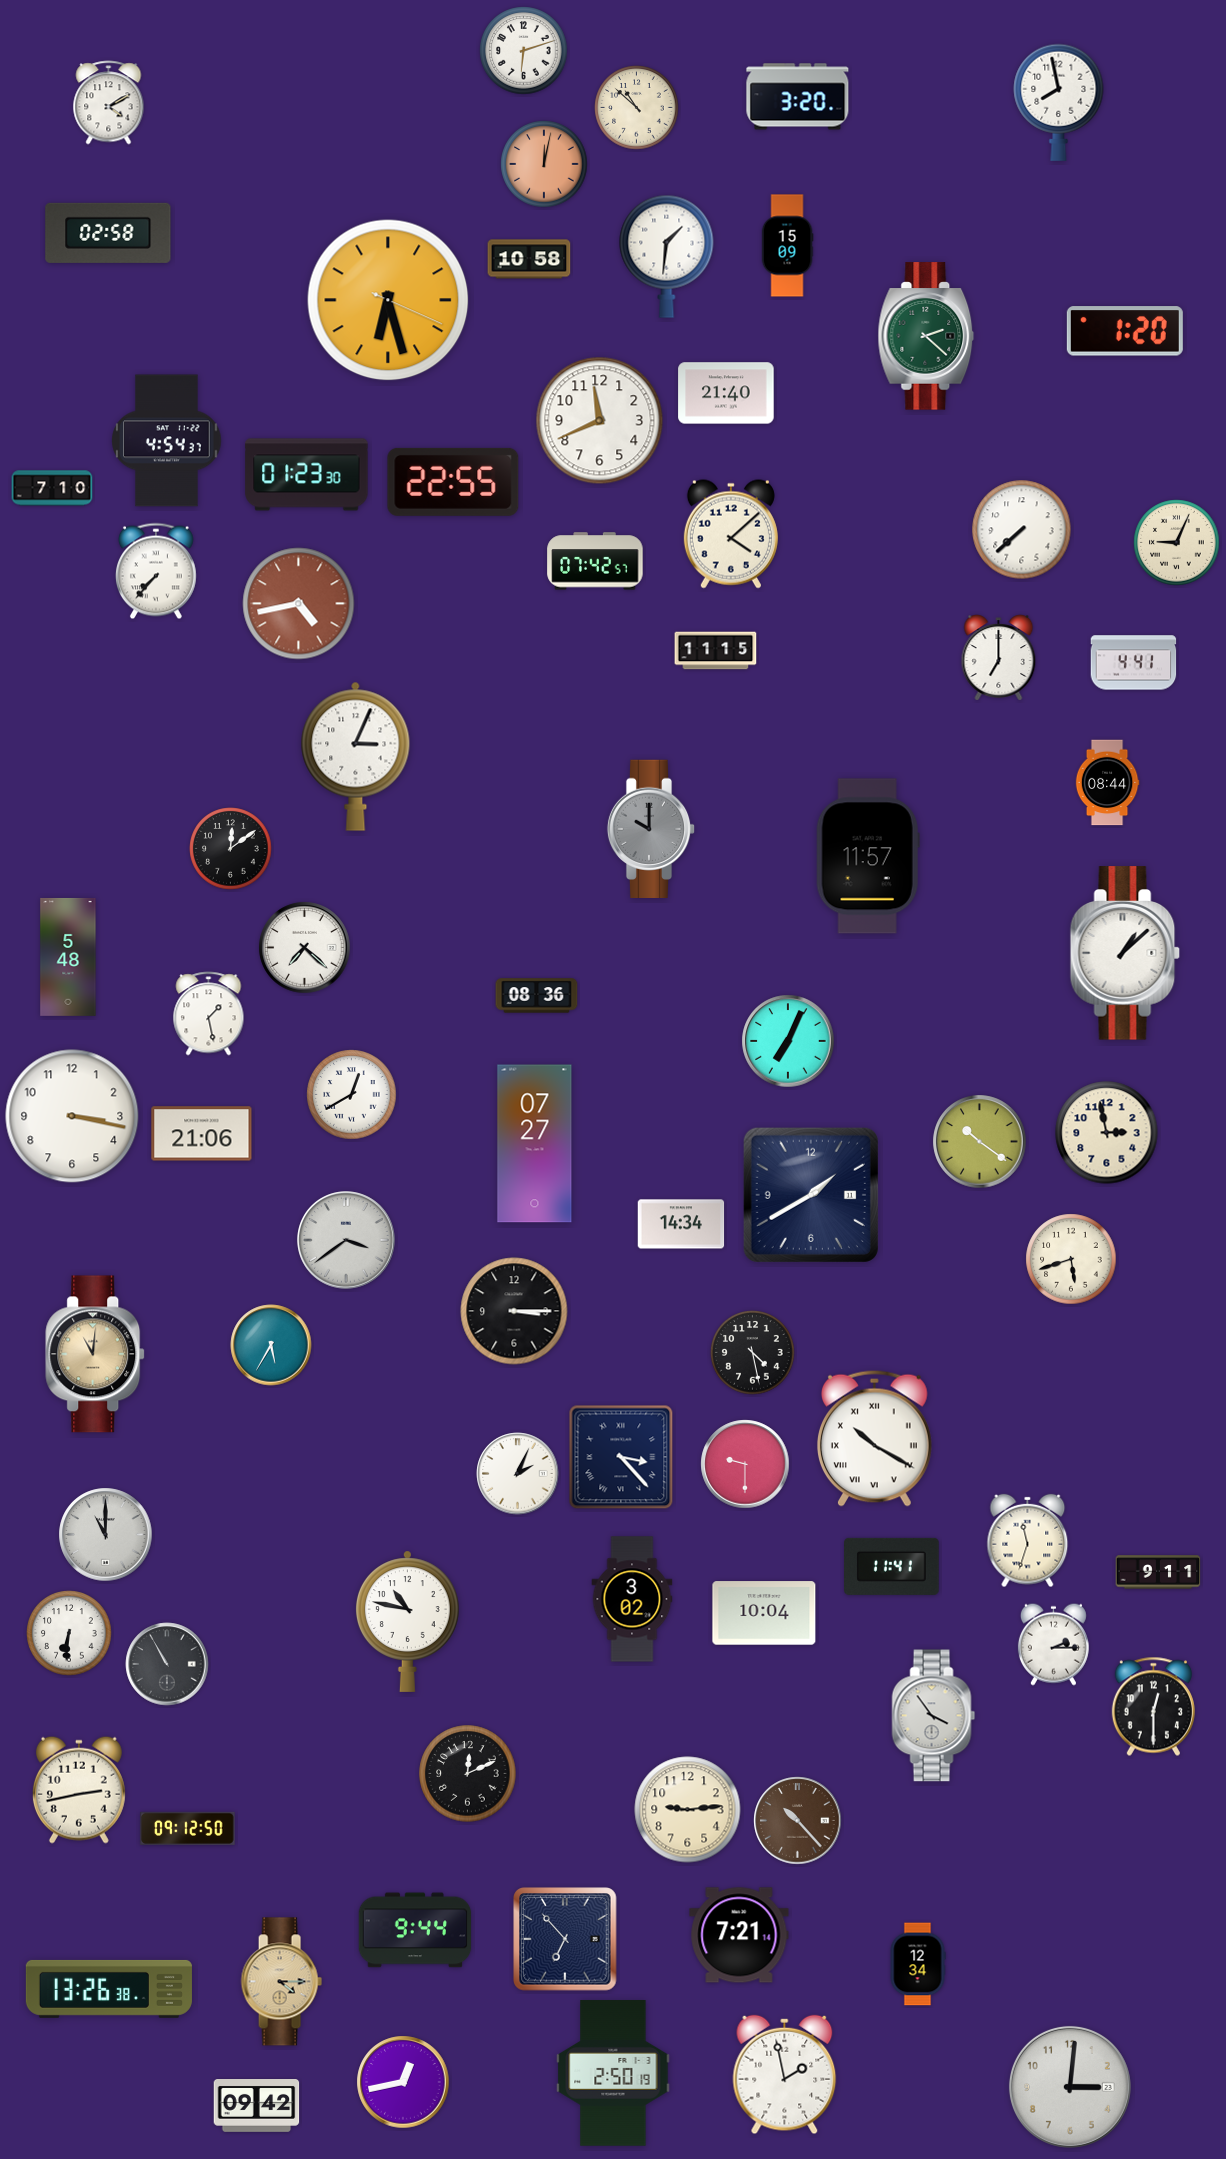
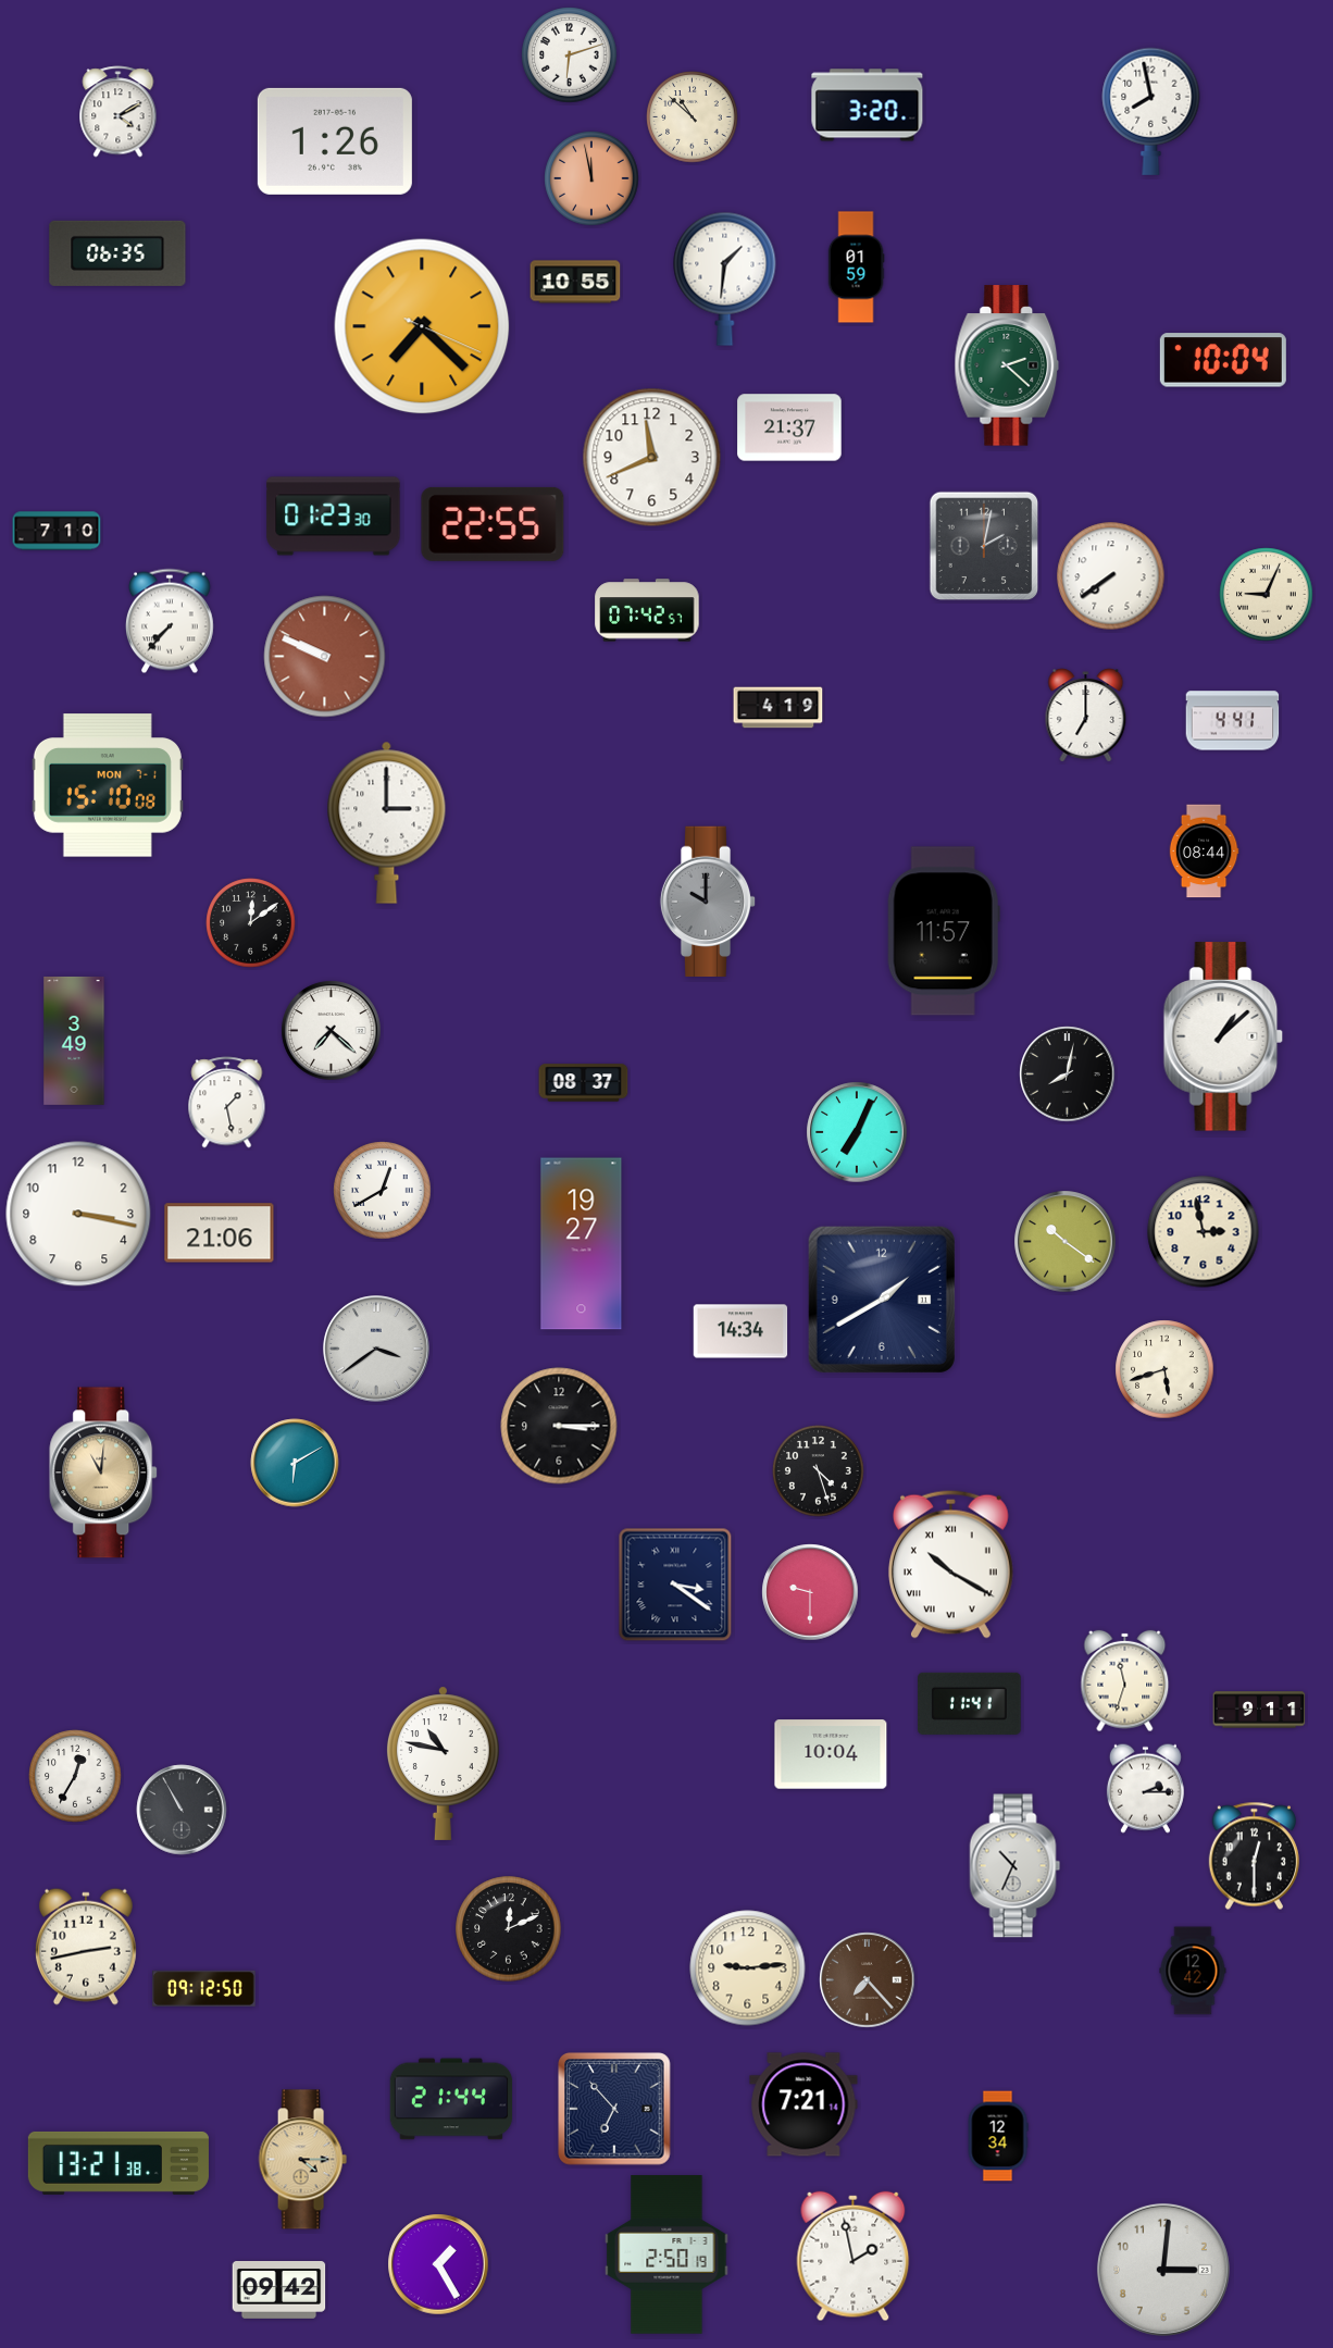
clock at (335, 141): none -> 1:26
clock at (544, 164): 12:02 -> 11:58
clock at (108, 233): 02:58 -> 06:35
clock at (787, 246): 15:09 -> 01:59
clock at (529, 259): 10:58 -> 10:55
clock at (388, 300): 6:27 -> 7:22
clock at (1125, 331): 1:20 -> 10:04
clock at (726, 393): 21:40 -> 21:37
clock at (167, 441): 4:54 -> none
clock at (984, 546): none -> 2:02
clock at (1022, 530): 7:38 -> 7:39
clock at (731, 534): 4:08 -> none
clock at (1177, 543) position: (1177, 543) -> (1267, 595)
clock at (299, 604): 4:43 -> 9:49
clock at (716, 651): 11:15 -> 4:19
clock at (108, 785): none -> 15:10
clock at (356, 756): 3:04 -> 3:00
clock at (68, 957): 5:48 -> 3:49
clock at (1068, 1074): none -> 8:02
clock at (537, 996): 08:36 -> 08:37
clock at (535, 1144): 07:27 -> 19:27
clock at (271, 1345): 5:35 -> 6:10
clock at (753, 1353): 4:28 -> 4:27
clock at (621, 1457): 3:23 -> 3:21
clock at (518, 1474): 2:04 -> none
clock at (106, 1535): 11:00 -> none
clock at (1028, 1541) position: (1028, 1541) -> (1125, 1681)
clock at (632, 1599): 3:02 -> none
clock at (69, 1633): 6:31 -> 12:35
clock at (934, 1716): 3:54 -> 10:34
clock at (1193, 1971): none -> 12:42
clock at (798, 1821): 10:23 -> 7:23
clock at (415, 1930): 9:44 -> 21:44
clock at (281, 1982) position: (281, 1982) -> (302, 2160)
clock at (109, 1989): 13:26 -> 13:21
clock at (403, 2082): 12:43 -> 1:25
